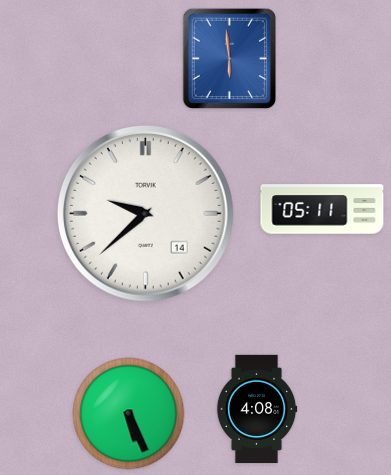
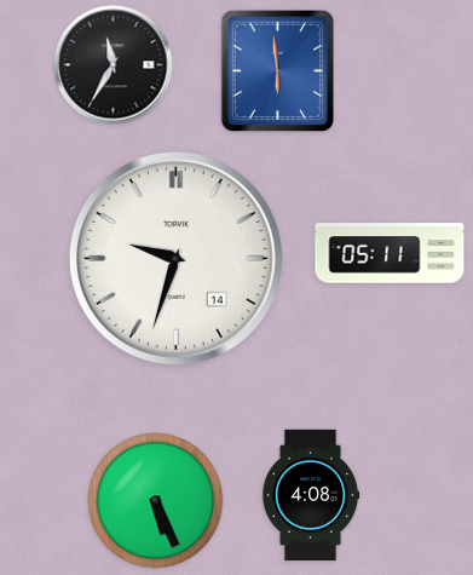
clock at (114, 65): none -> 11:35
clock at (146, 214): 9:38 -> 9:33
